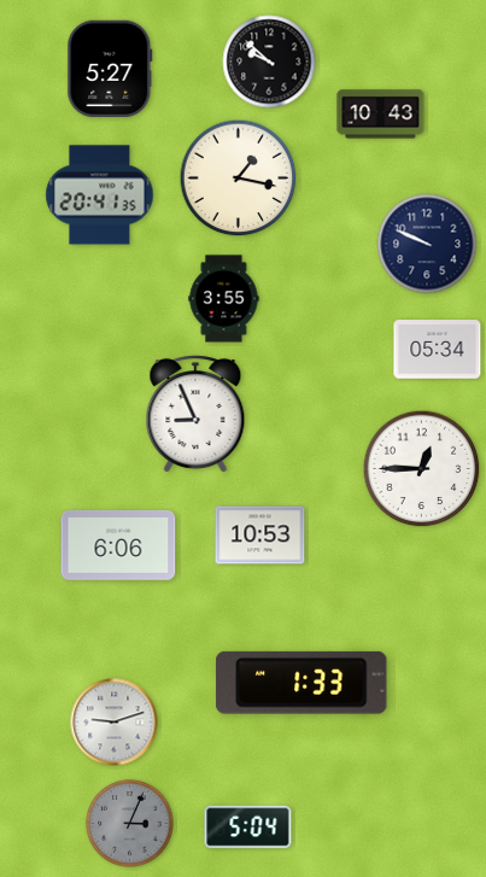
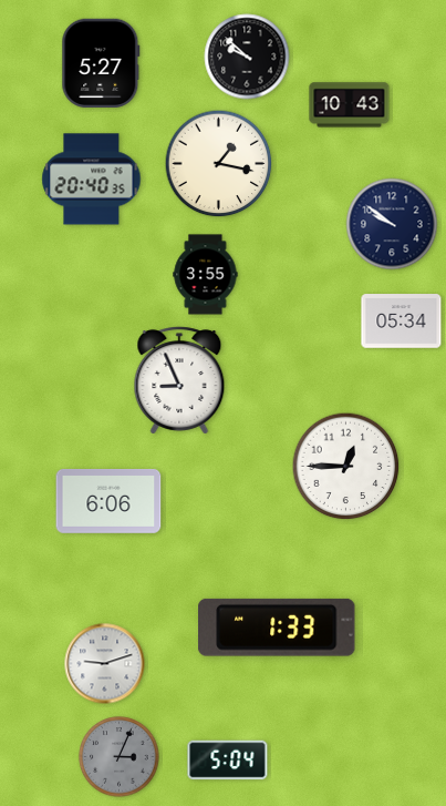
clock at (100, 195): 20:41 -> 20:40
clock at (427, 244): 9:49 -> 9:51
clock at (422, 469) position: (422, 469) -> (346, 467)
clock at (260, 536): 10:53 -> none
